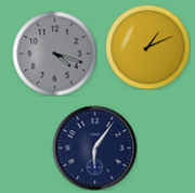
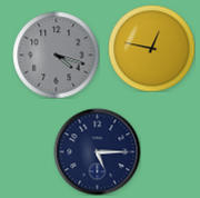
clock at (147, 47): 1:11 -> 12:47
clock at (94, 147): 6:06 -> 5:15
